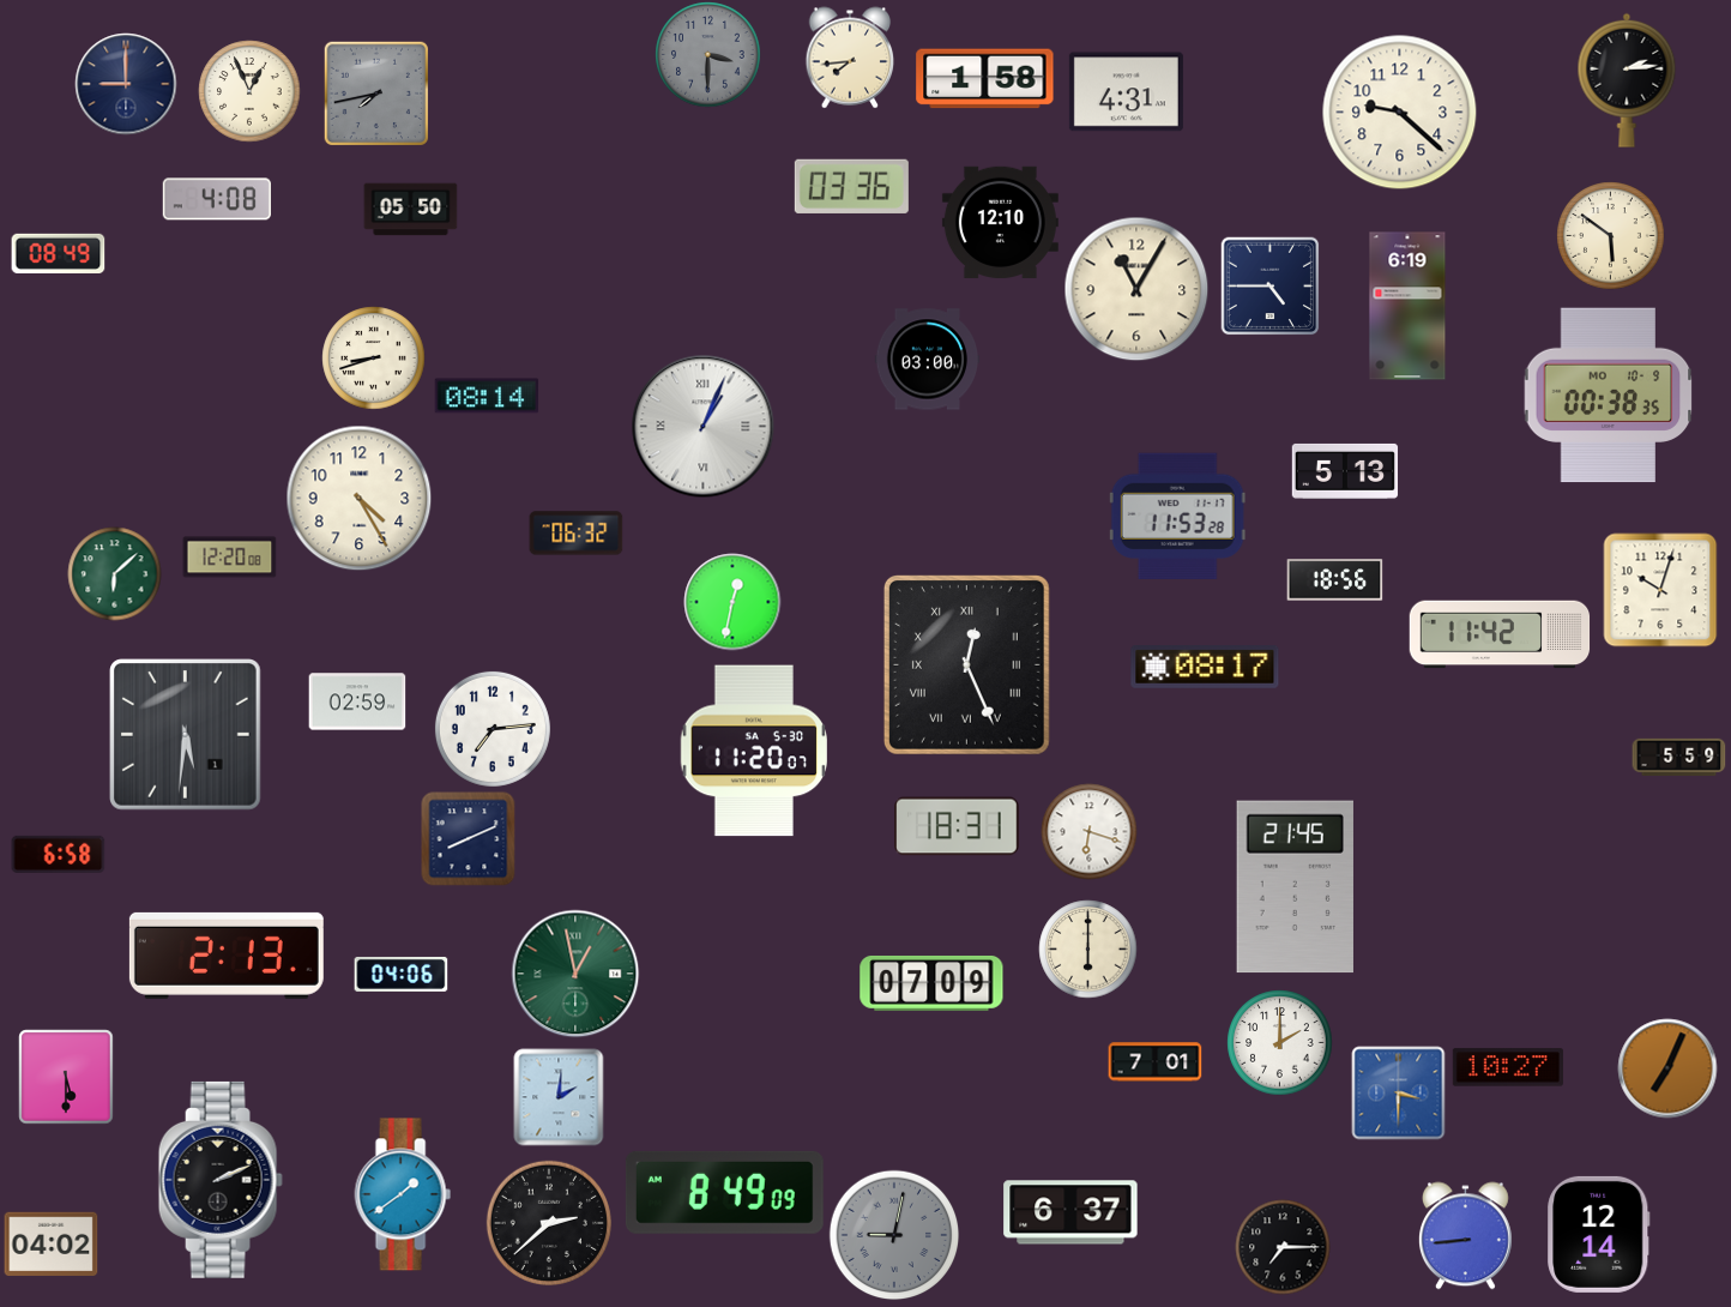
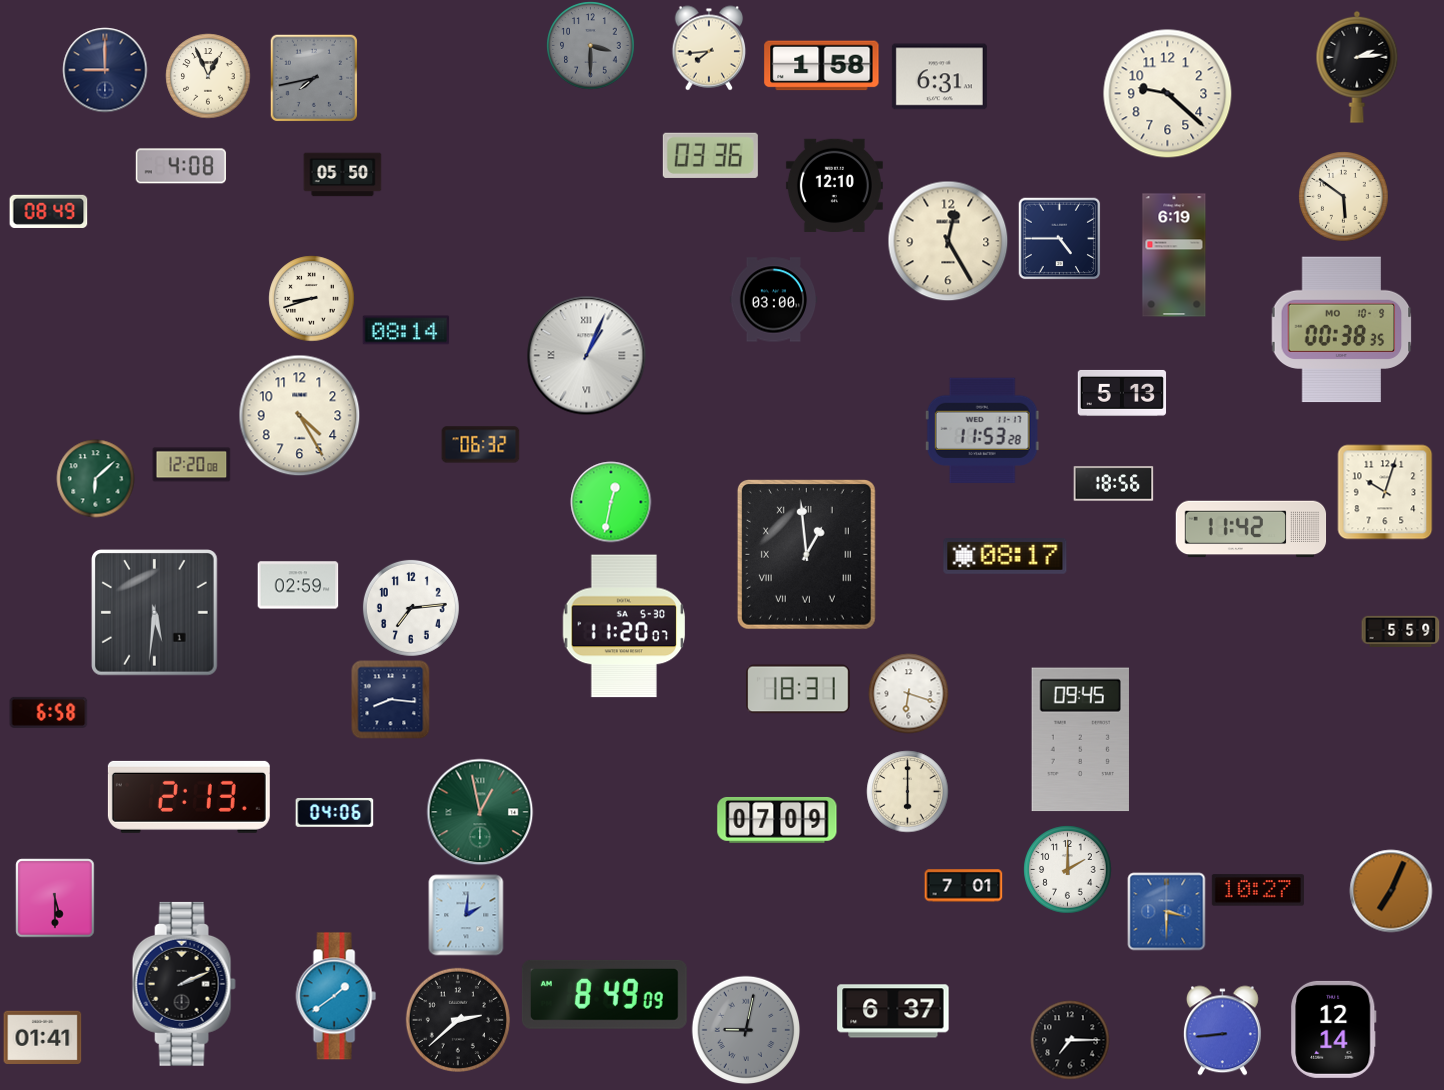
clock at (1126, 92): 4:31 -> 6:31
clock at (1136, 289): 11:05 -> 12:25
clock at (966, 664): 12:26 -> 12:59
clock at (754, 751) position: (754, 751) -> (624, 626)
clock at (468, 838): 8:11 -> 8:16
clock at (1295, 887): 21:45 -> 09:45
clock at (50, 1245): 04:02 -> 01:41
